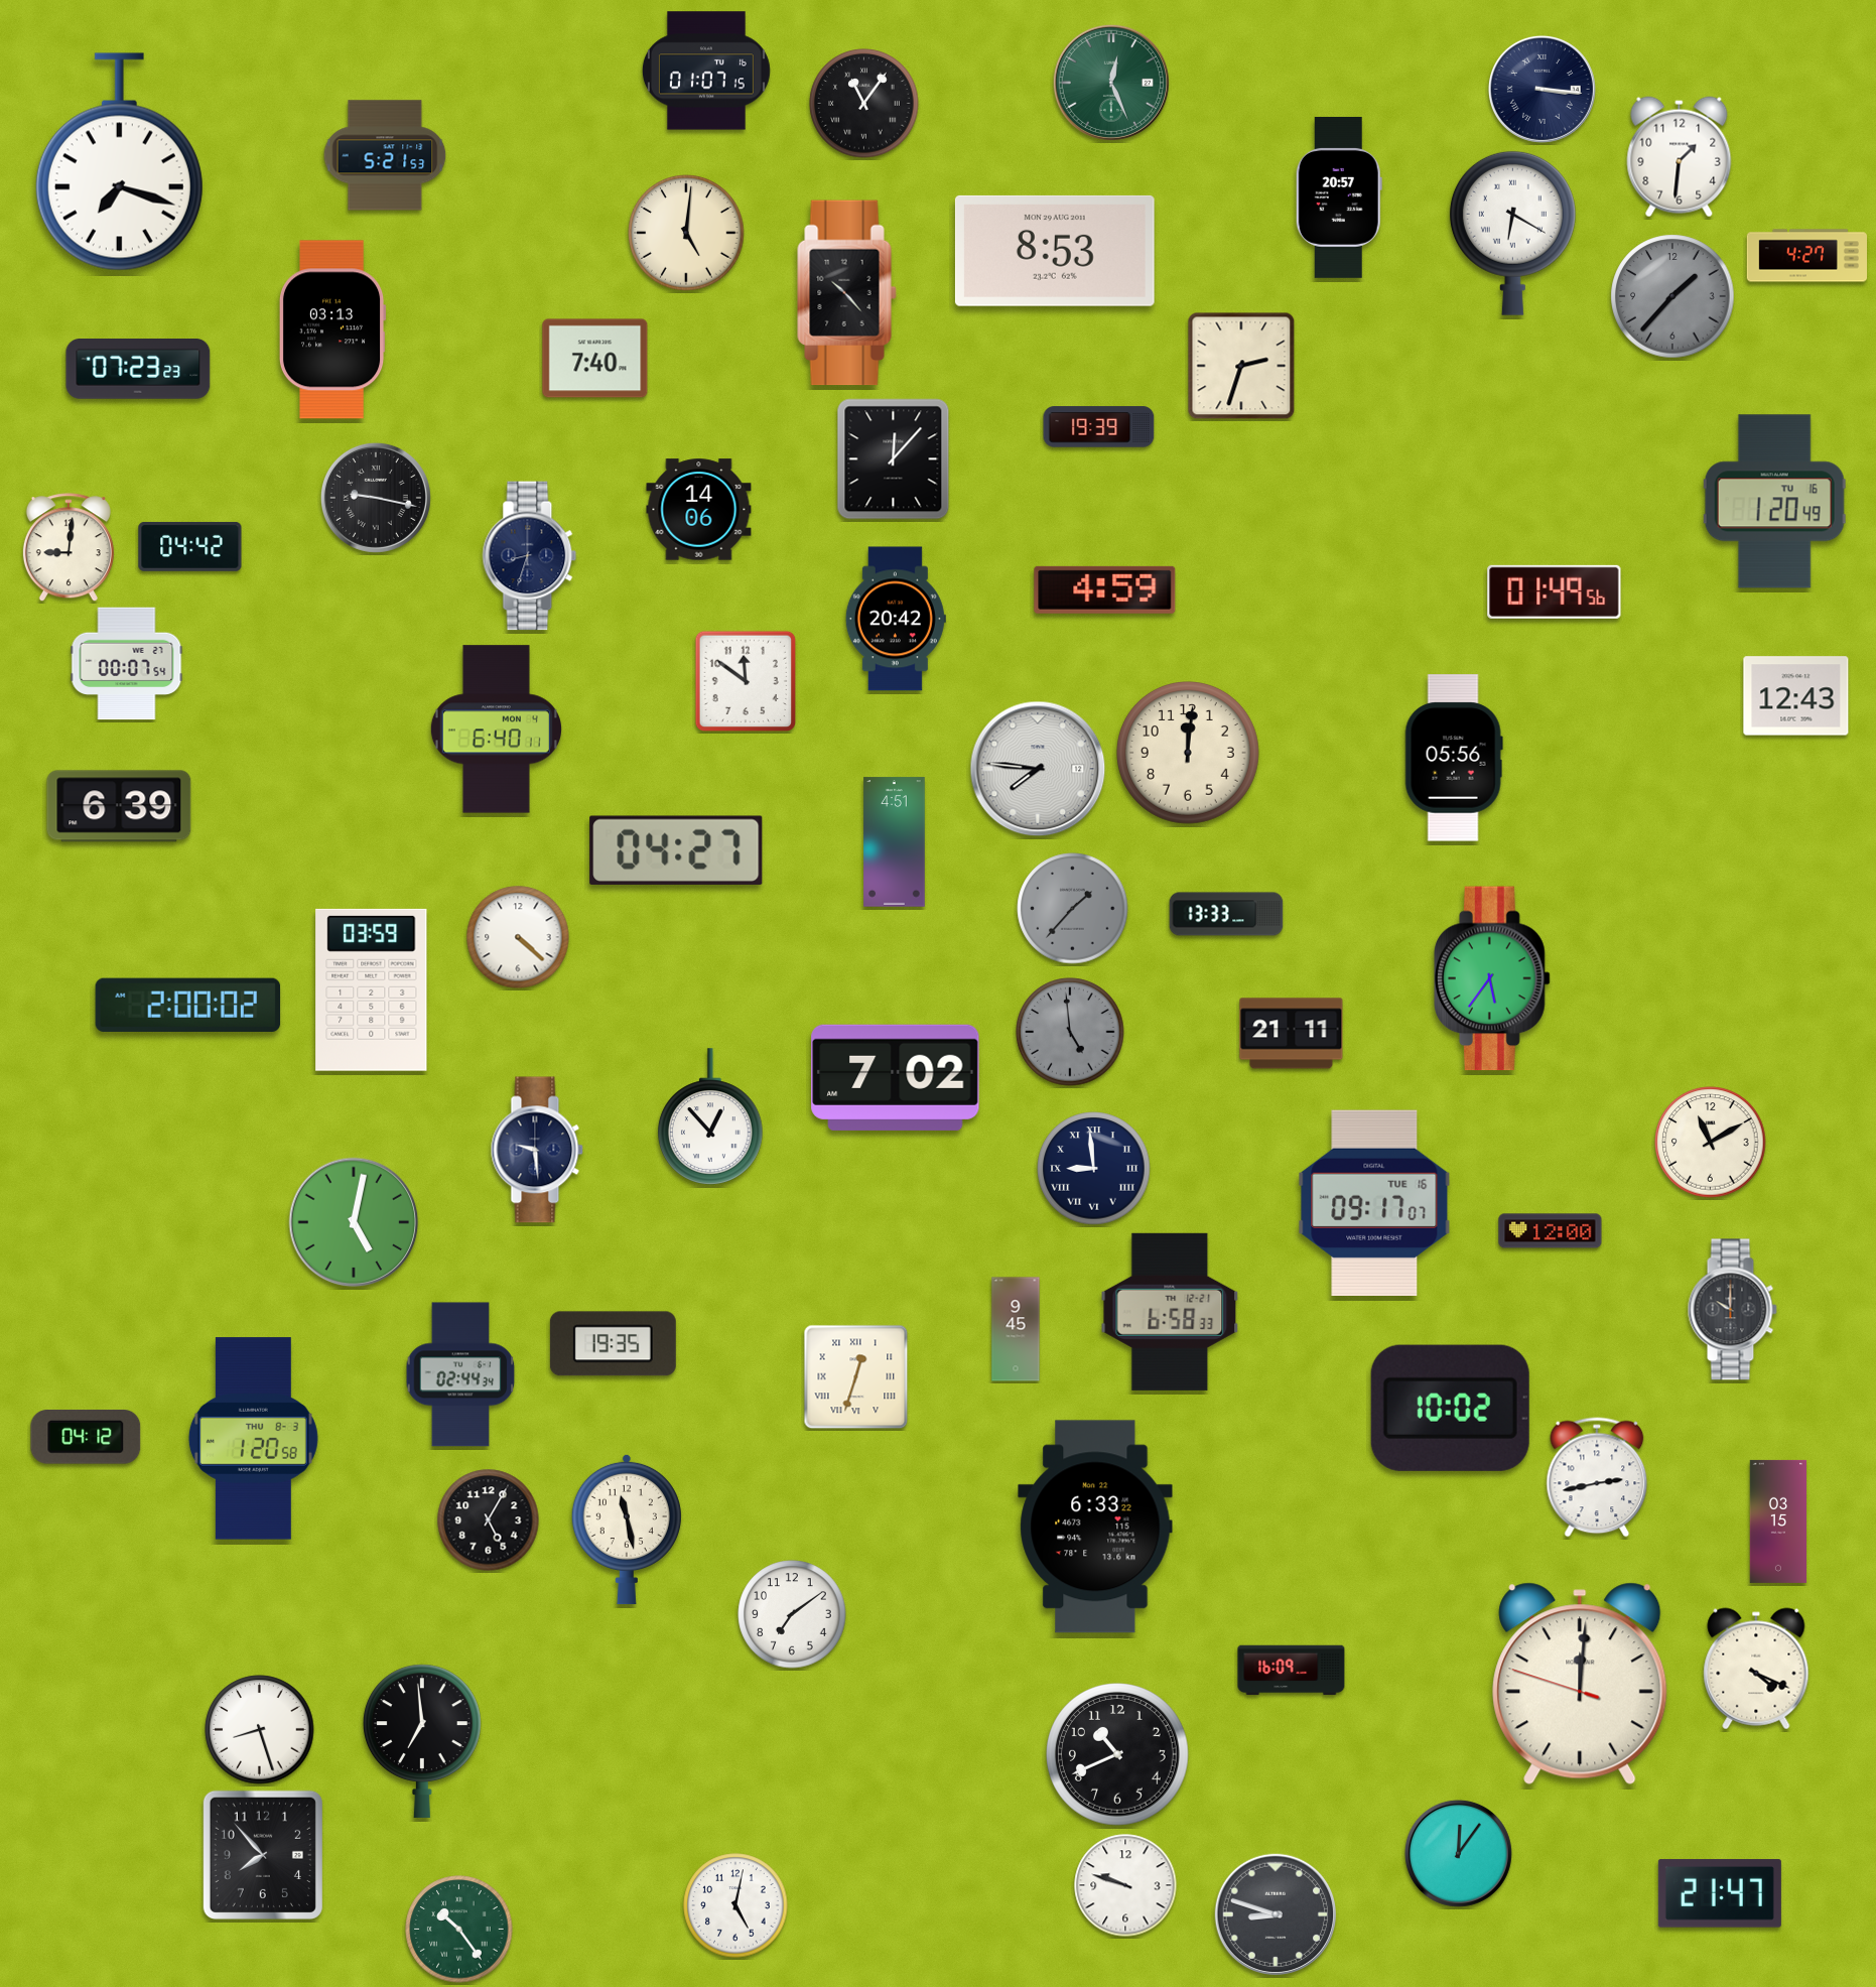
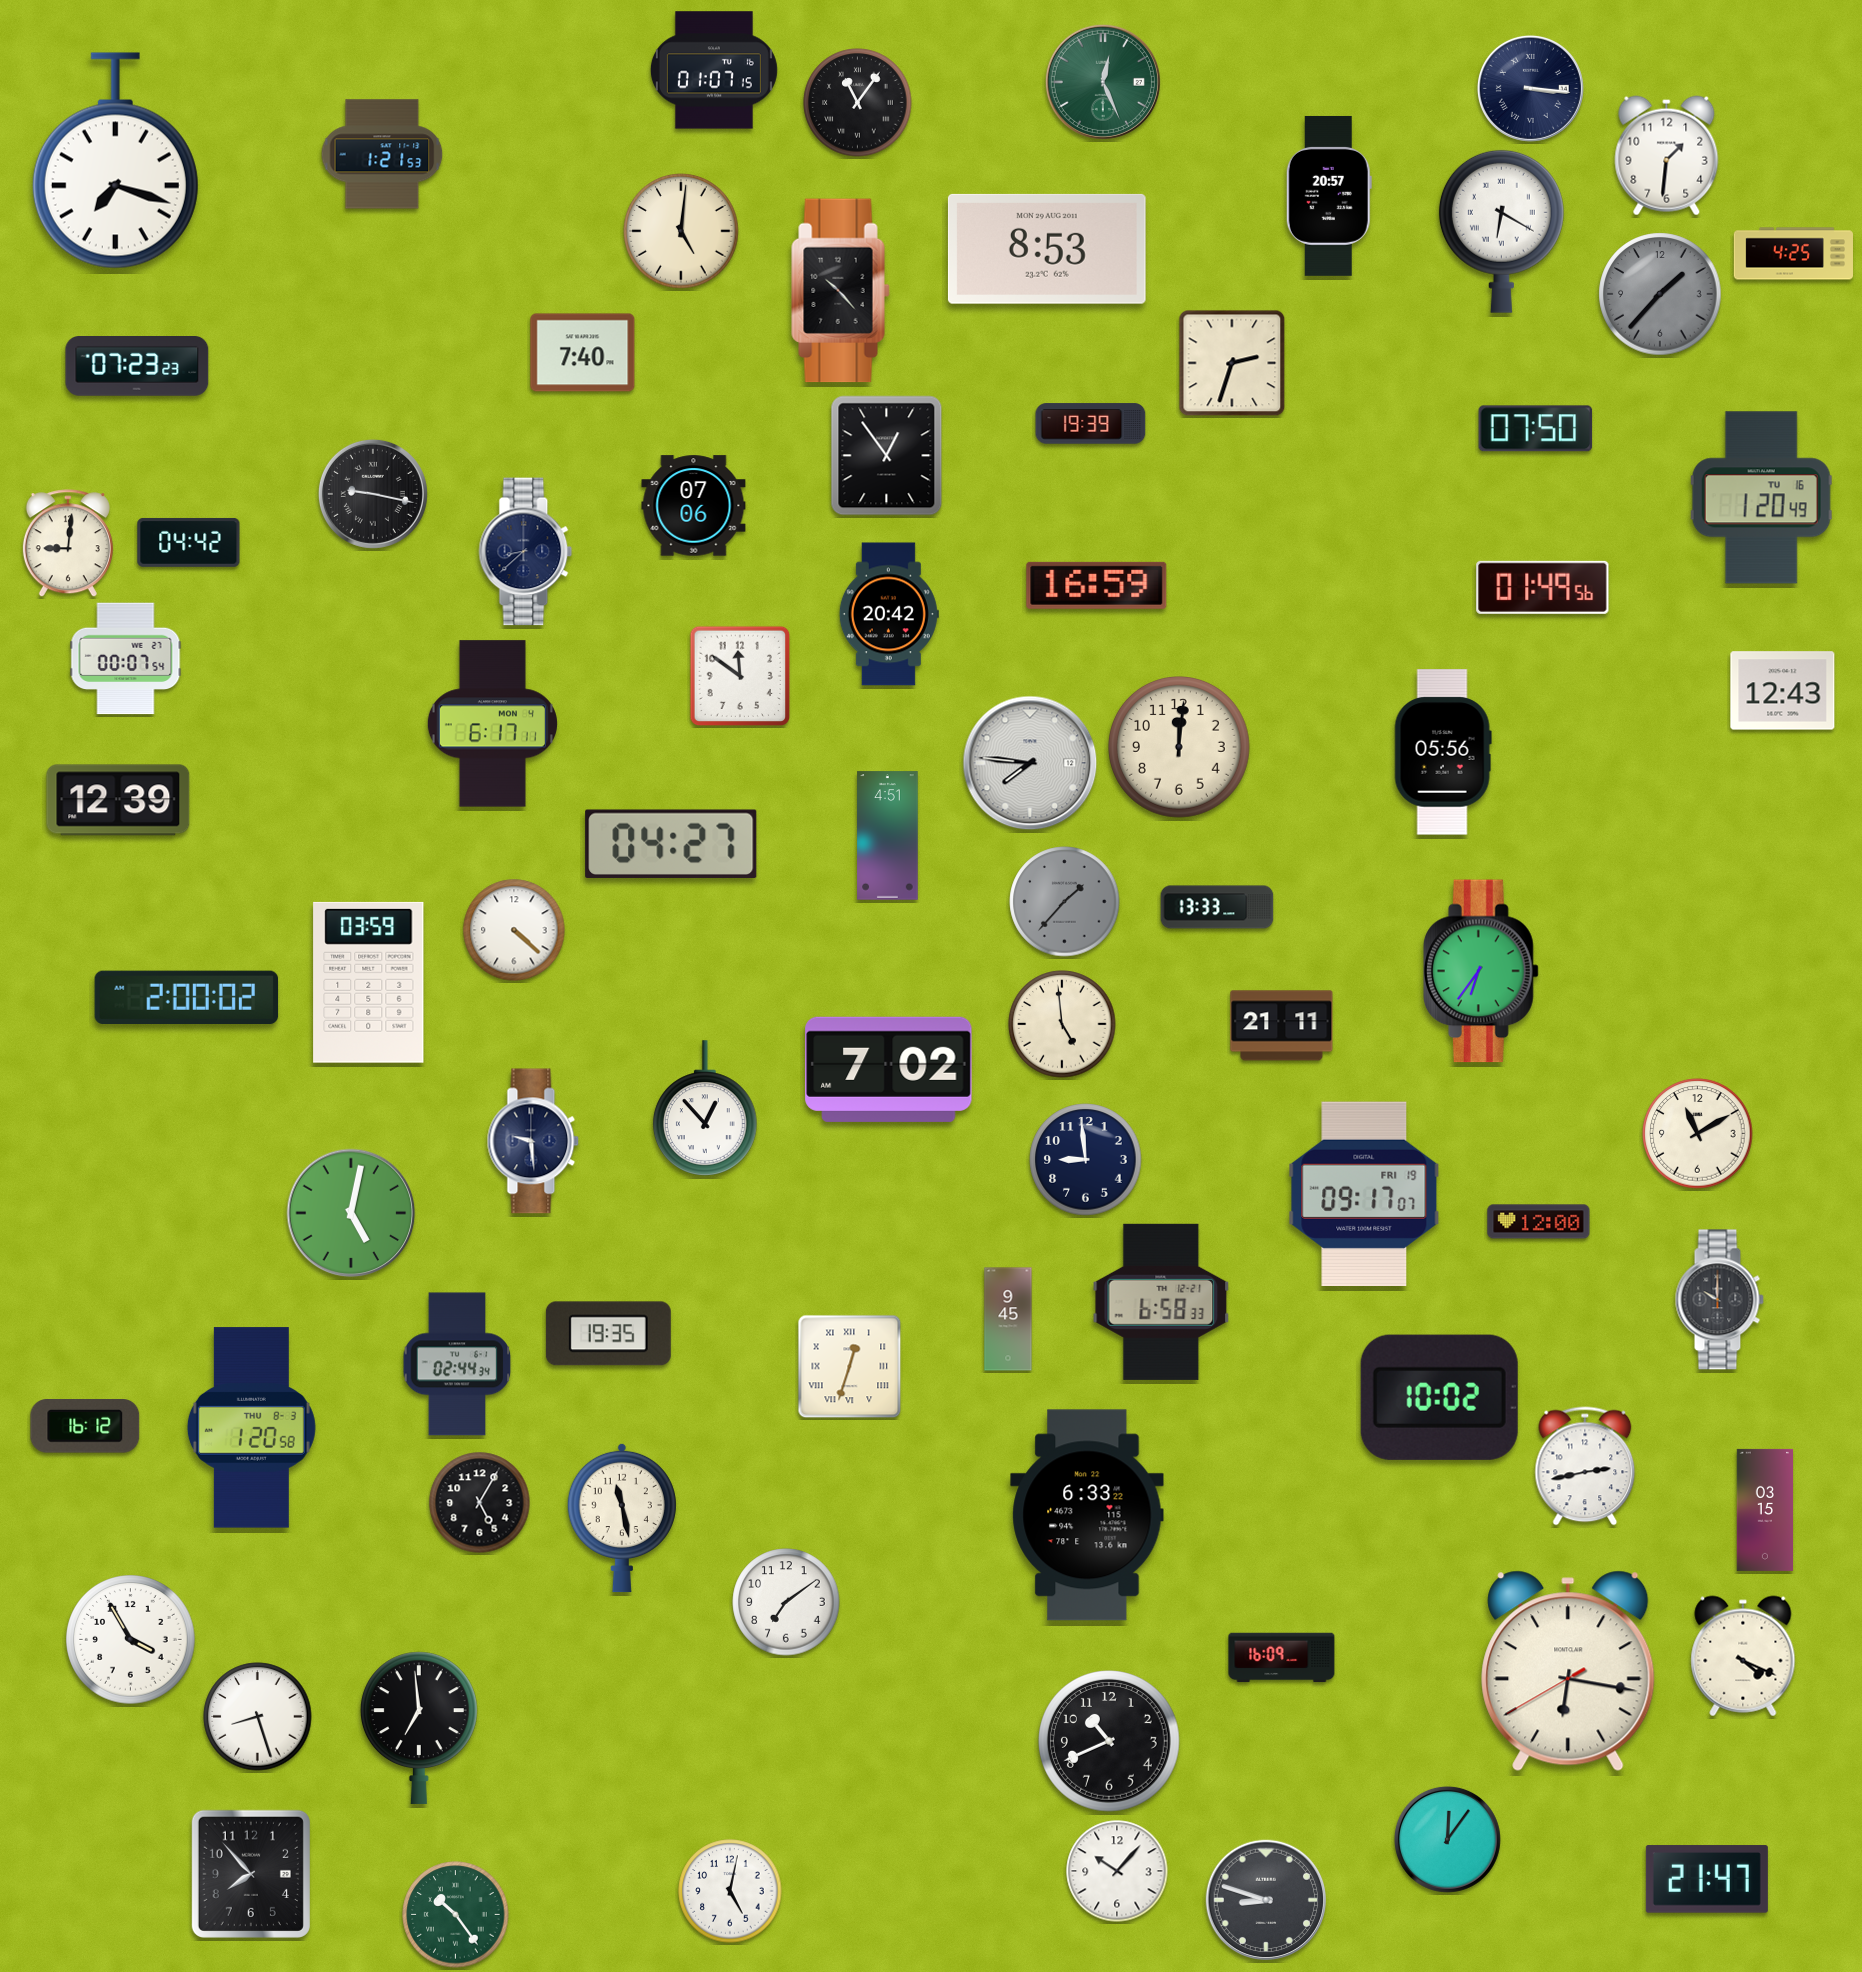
clock at (706, 71) position: (706, 71) -> (714, 70)
clock at (385, 155): 5:21 -> 1:21
clock at (119, 162) position: (119, 162) -> (115, 161)
clock at (1806, 256): 4:27 -> 4:25
clock at (332, 329): 03:13 -> none
clock at (595, 359) position: (595, 359) -> (583, 353)
clock at (1536, 429): none -> 07:50
clock at (894, 459): 12:07 -> 12:54
clock at (699, 510): 14:06 -> 07:06
clock at (530, 556): 8:33 -> 8:38
clock at (1105, 589): 4:59 -> 16:59
clock at (496, 730): 6:40 -> 6:17
clock at (119, 806): 6:39 -> 12:39
clock at (1492, 978): 5:36 -> 6:36
clock at (1070, 1032) dial: grey -> cream
clock at (1094, 1169) numerals: Roman -> Arabic
clock at (1374, 1202) date: TUE 16 -> FRI 19
clock at (86, 1438): 04:12 -> 16:12
clock at (489, 1520) position: (489, 1520) -> (480, 1503)
clock at (131, 1640): none -> 3:55
clock at (1580, 1684): 12:00 -> 6:16
clock at (263, 1855) position: (263, 1855) -> (251, 1874)
clock at (1125, 1885): 9:48 -> 10:07
